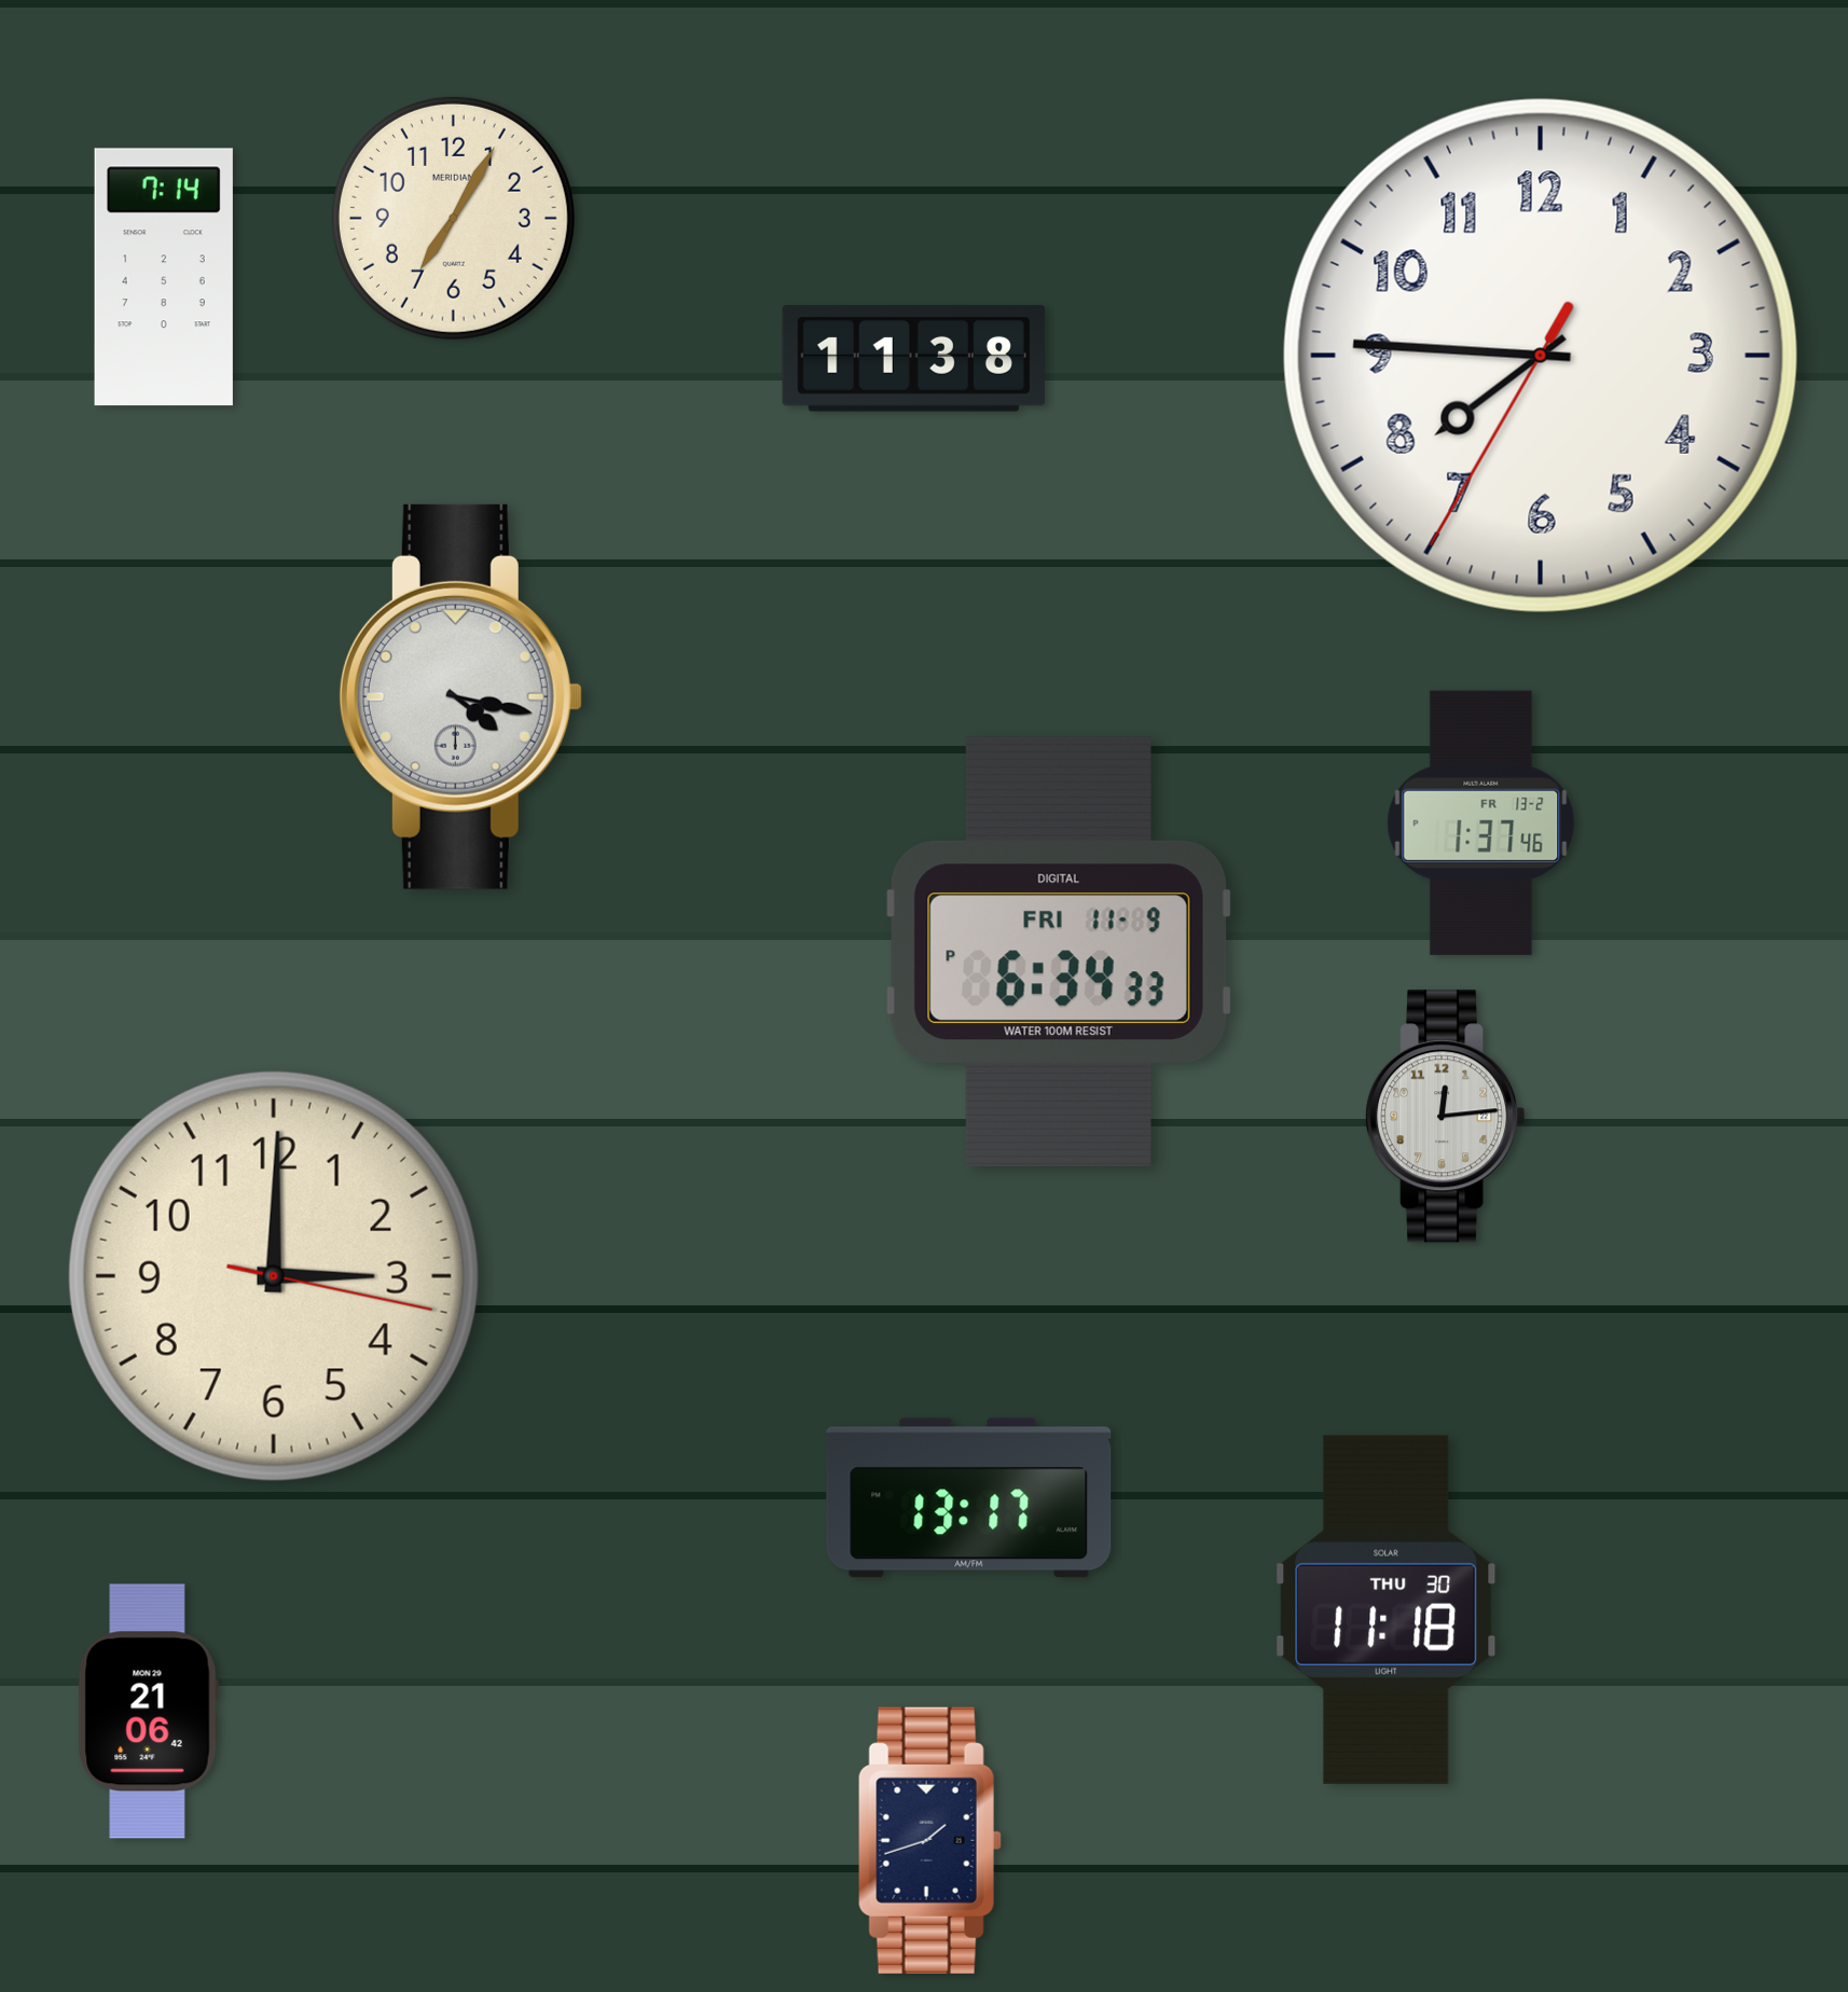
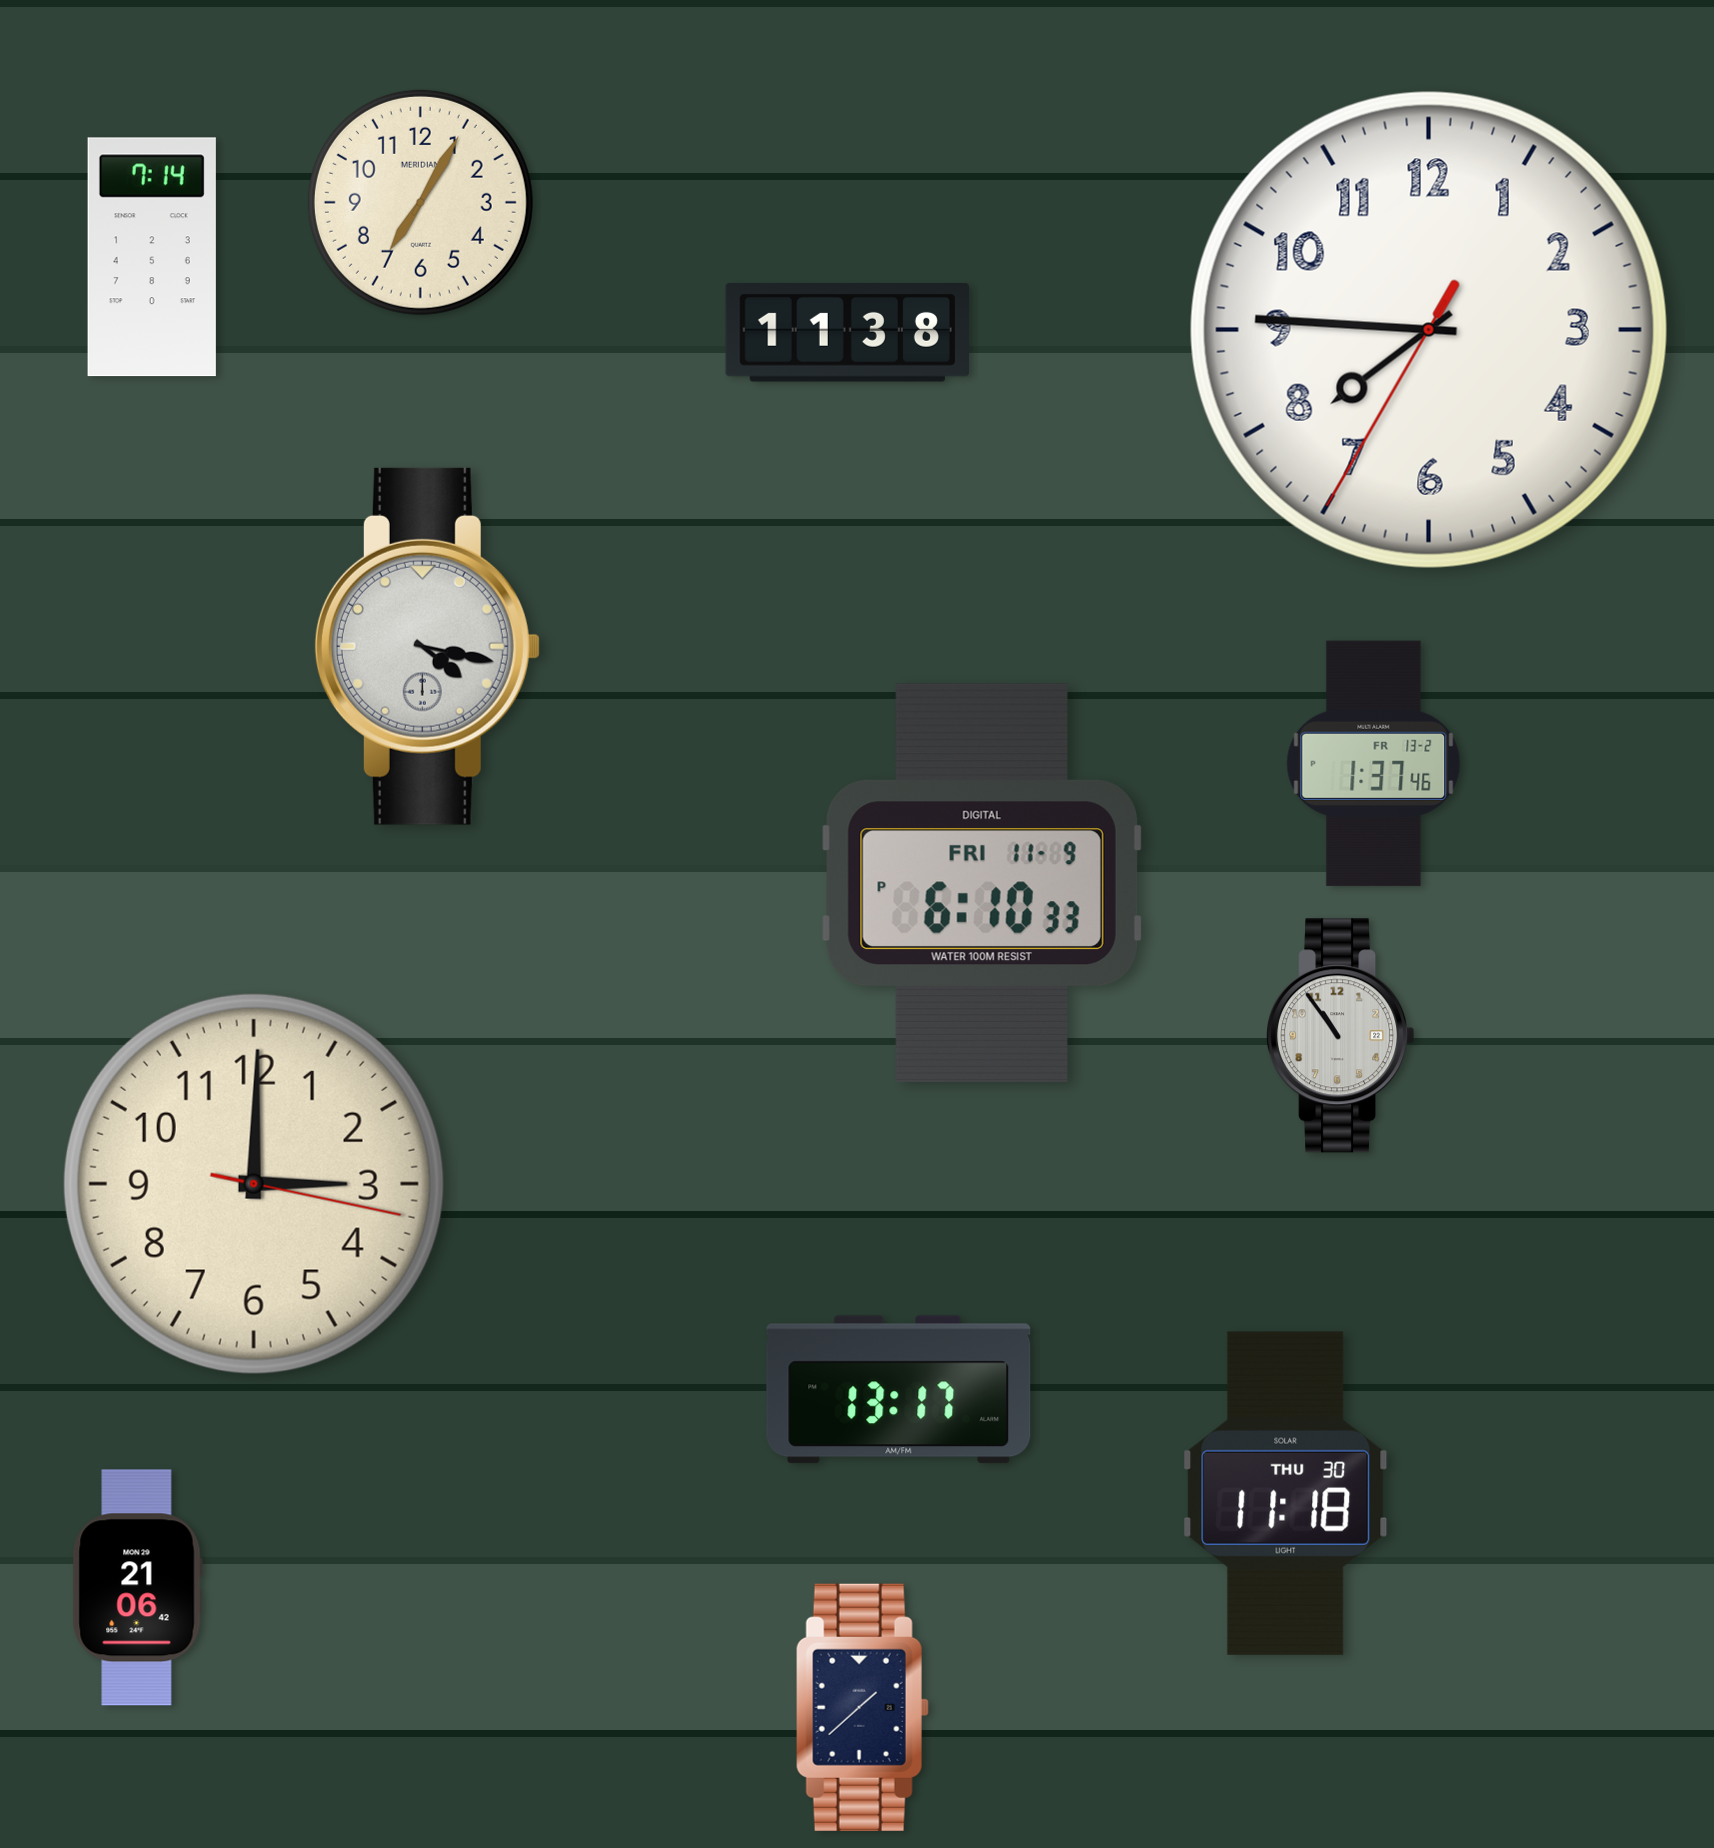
clock at (1059, 952): 6:34 -> 6:10
clock at (1446, 1117): 12:14 -> 10:54
clock at (929, 1840): 1:42 -> 1:38
